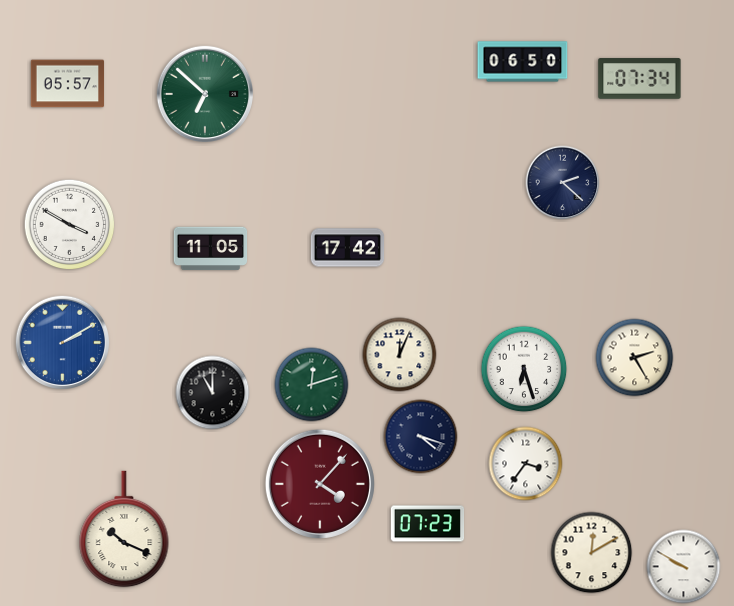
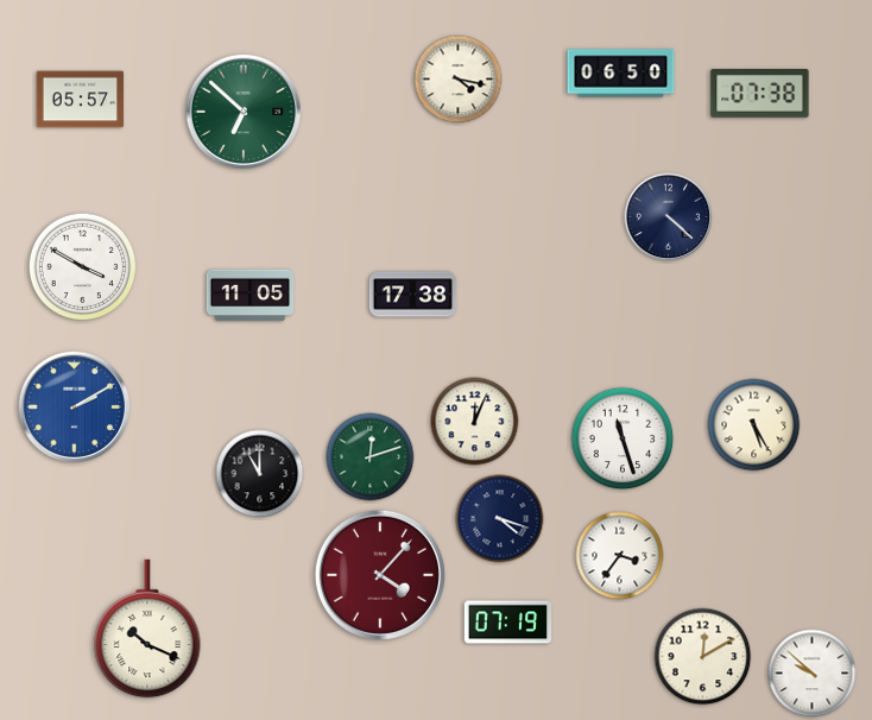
clock at (459, 80): none -> 4:17
clock at (640, 79): 07:34 -> 07:38
clock at (563, 183): 2:22 -> 4:22
clock at (348, 248): 17:42 -> 17:38
clock at (635, 358): 2:25 -> 5:25
clock at (524, 369): 6:27 -> 11:27
clock at (213, 393) position: (213, 393) -> (260, 474)
clock at (526, 464) position: (526, 464) -> (620, 556)
clock at (428, 524): 07:23 -> 07:19
clock at (684, 567): 9:50 -> 9:52
